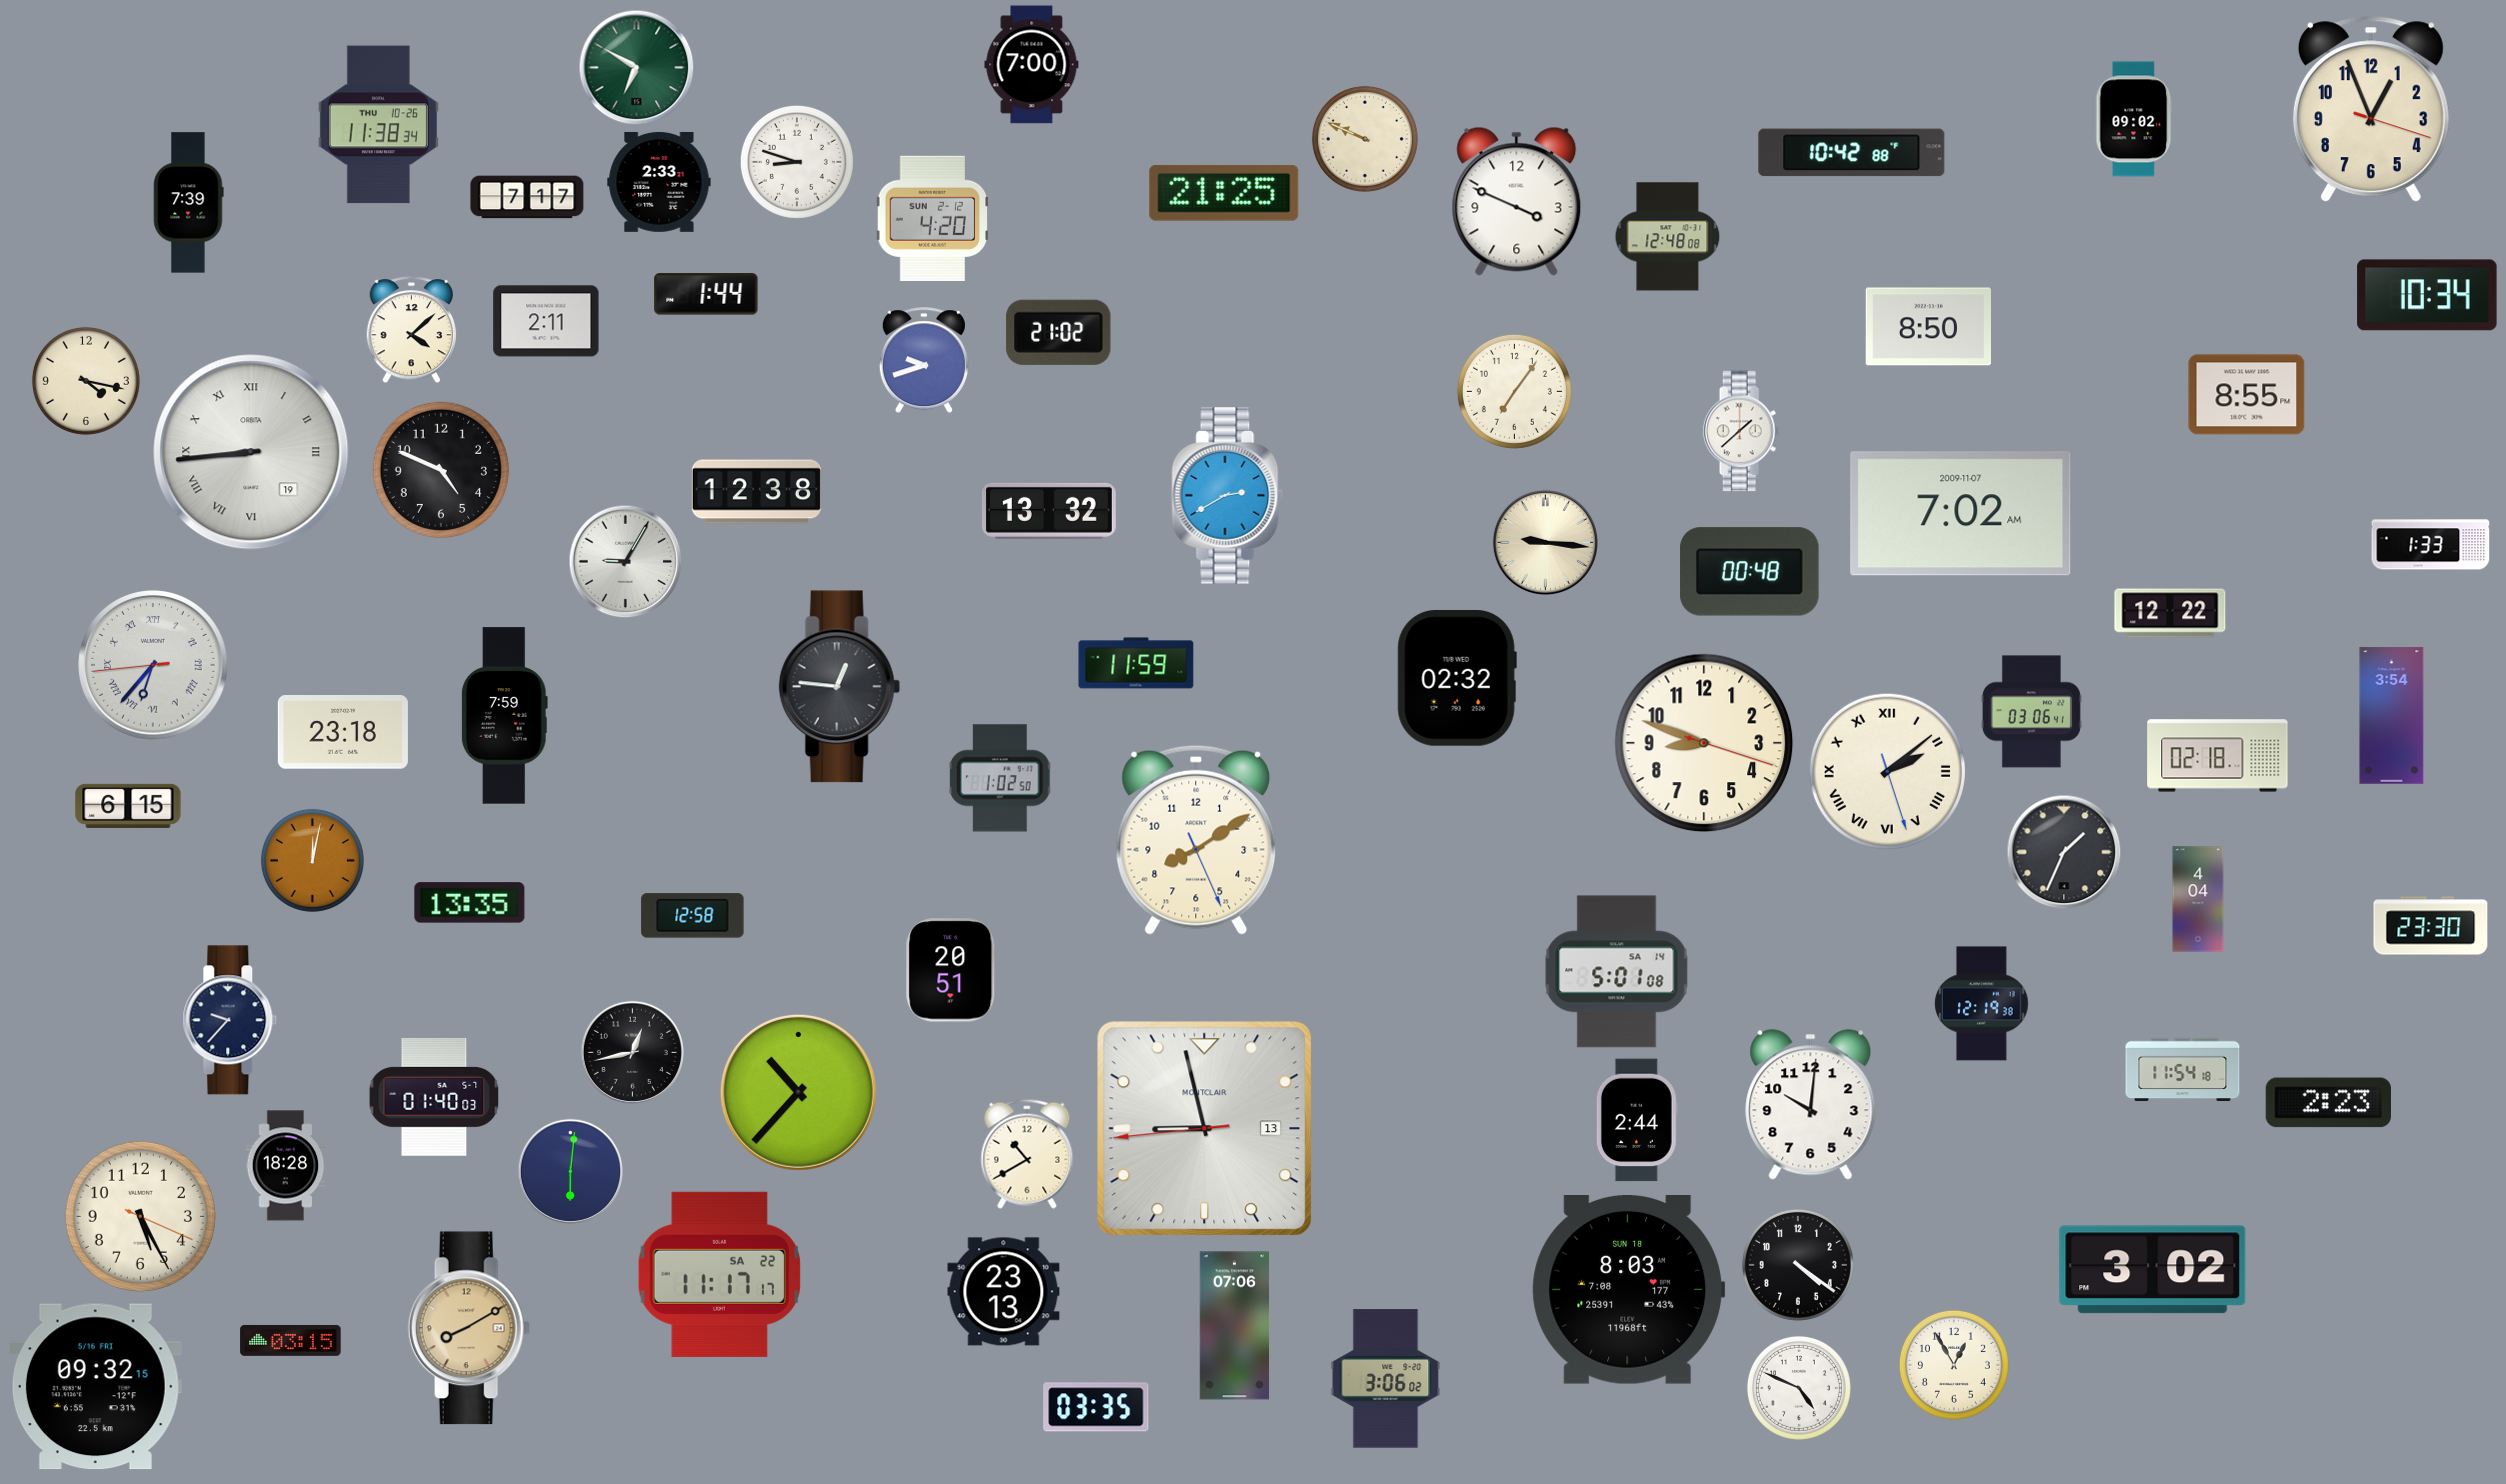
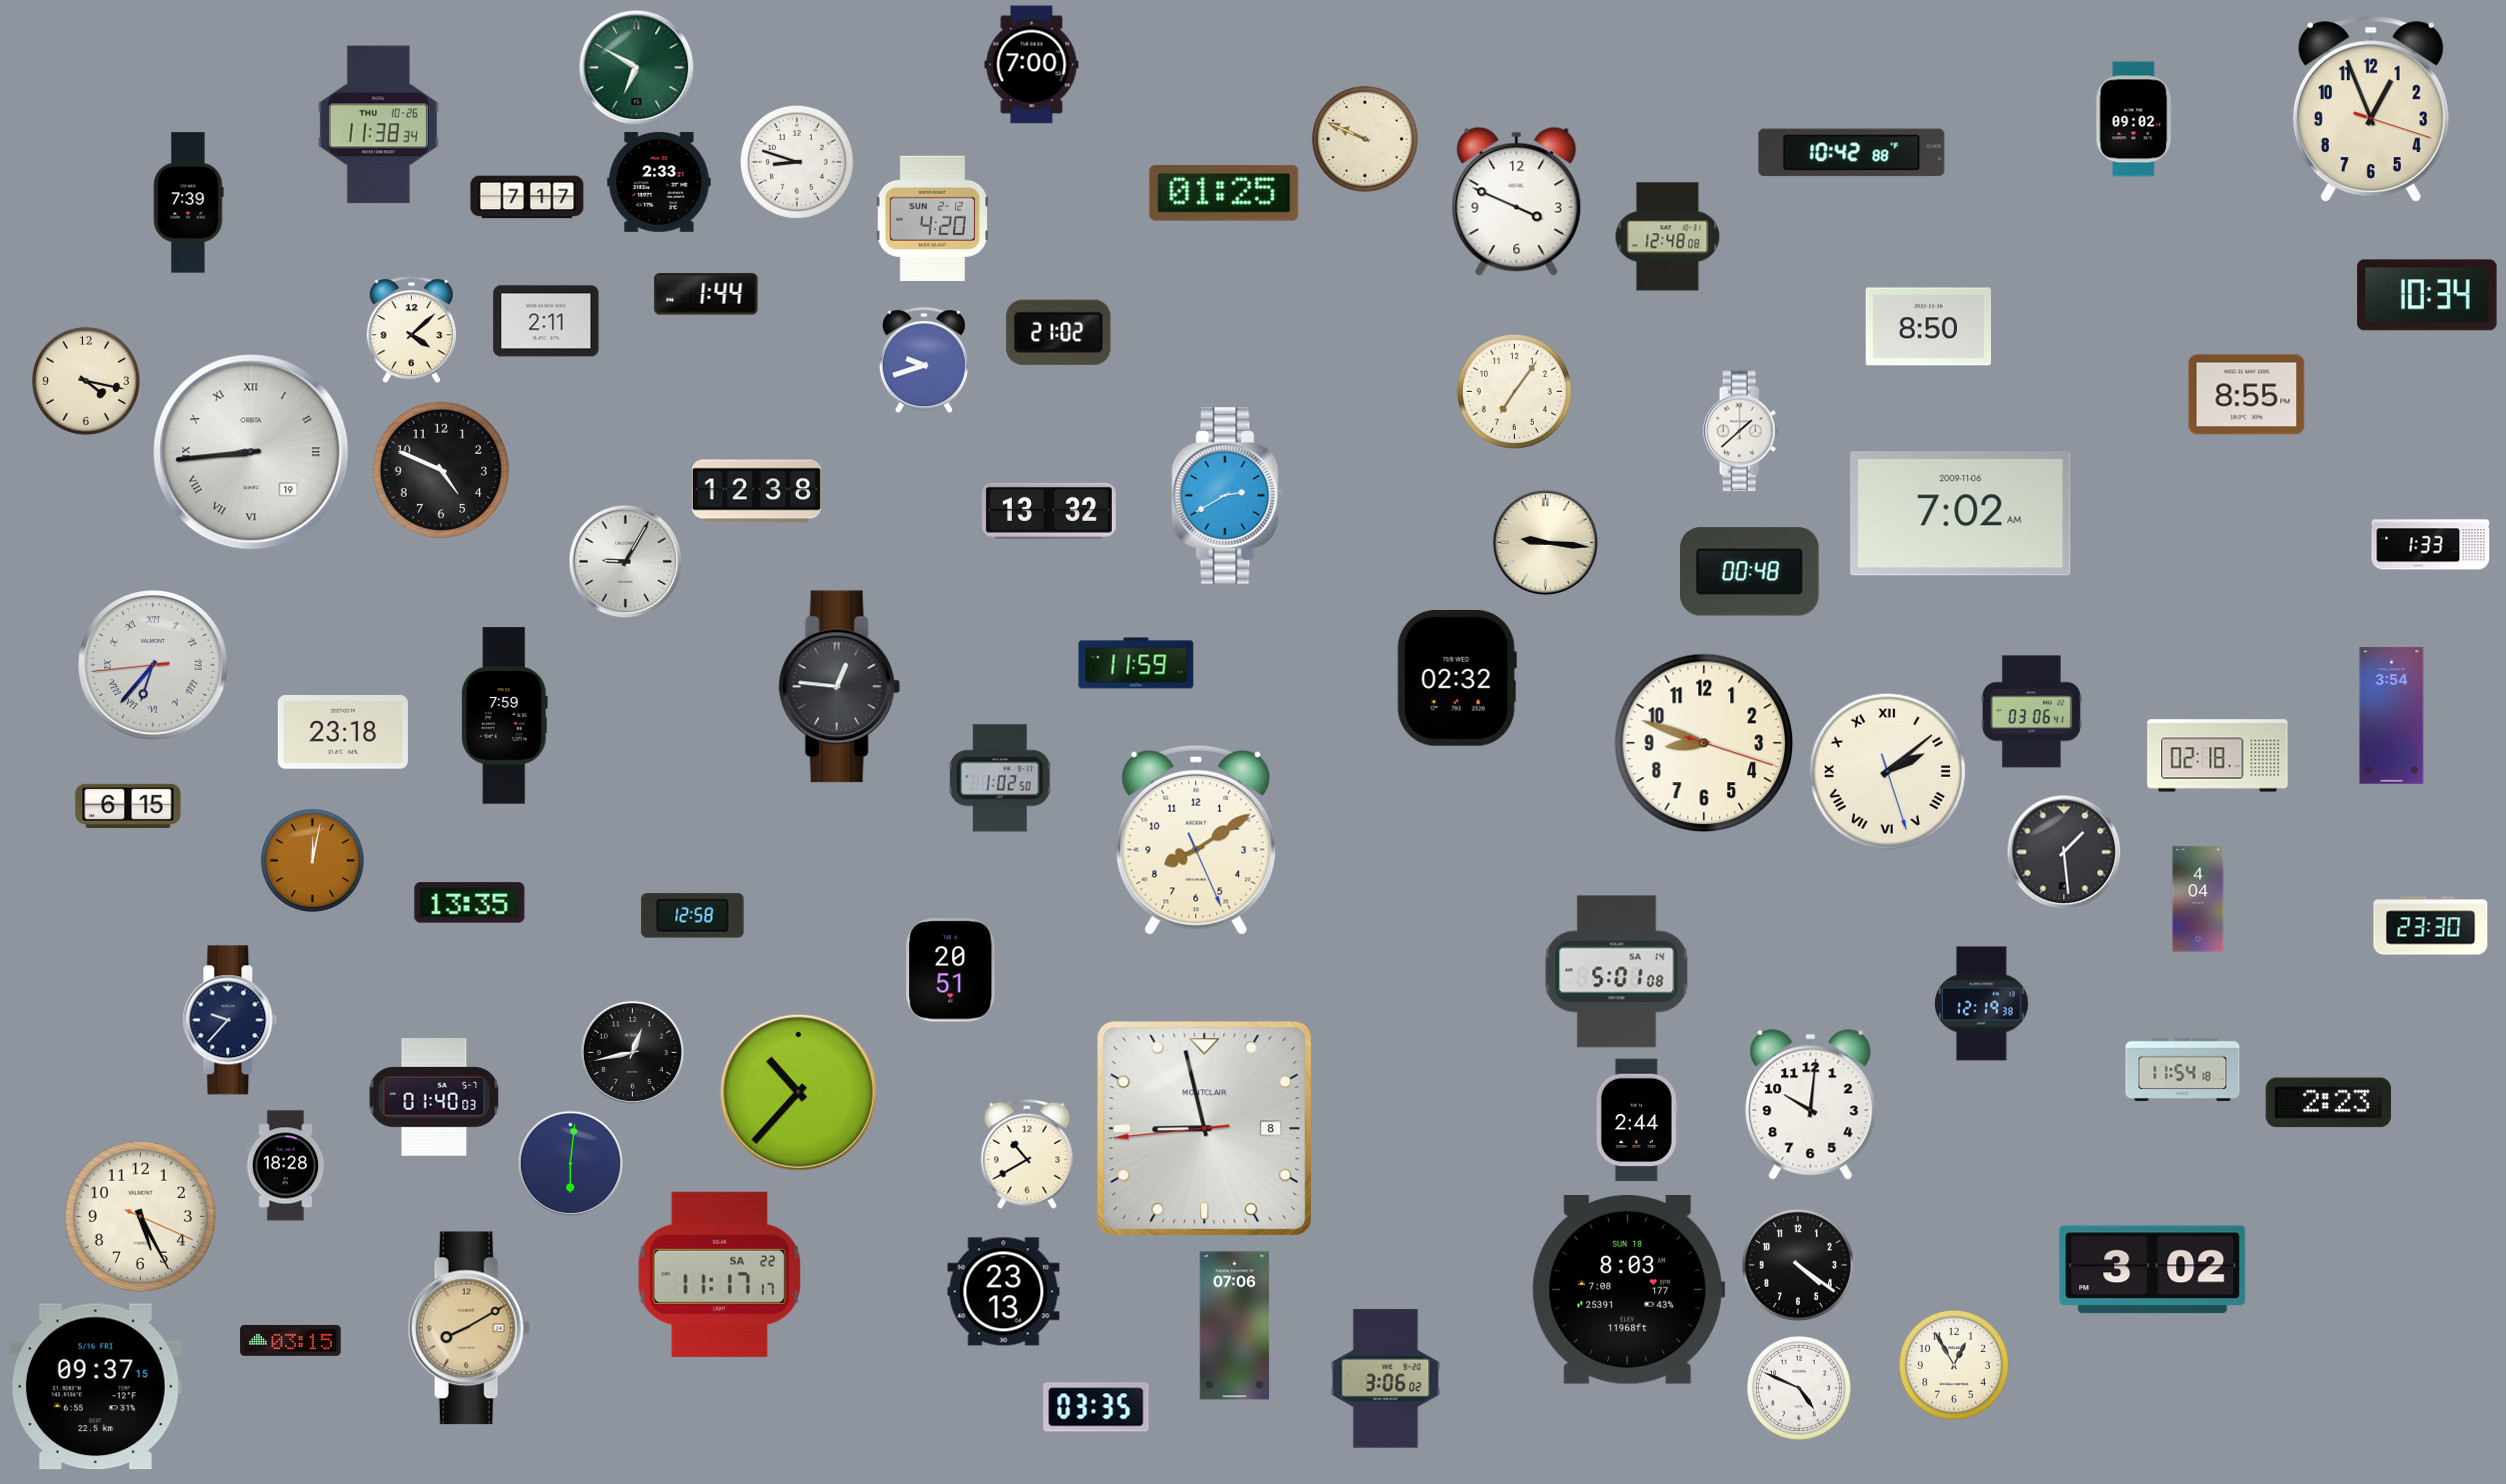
clock at (1224, 193): 21:25 -> 01:25
clock at (1961, 514) date: 2009-11-07 -> 2009-11-06
clock at (2170, 613): 12:22 -> none
clock at (2064, 852): 1:34 -> 1:29
clock at (1205, 1129) date: 13 -> 8
clock at (570, 1171) position: (570, 1171) -> (570, 1163)
clock at (95, 1387): 09:32 -> 09:37
